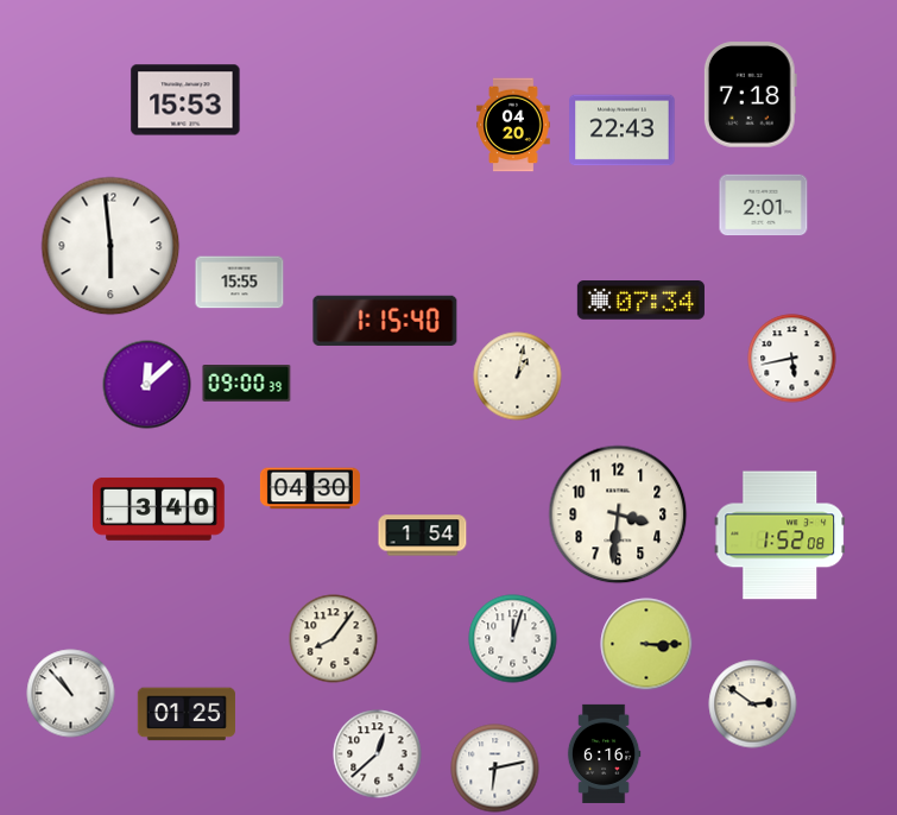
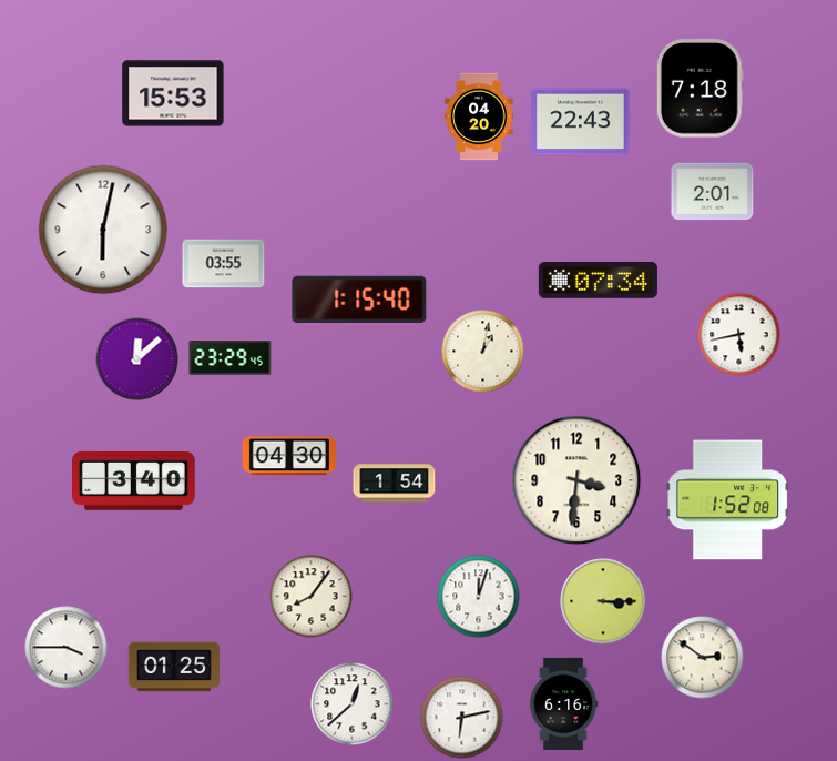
clock at (110, 246): 5:59 -> 6:02
clock at (240, 283): 15:55 -> 03:55
clock at (247, 384): 09:00 -> 23:29
clock at (159, 508) position: (159, 508) -> (134, 480)
clock at (423, 536) position: (423, 536) -> (395, 484)
clock at (71, 694): 10:53 -> 3:45
